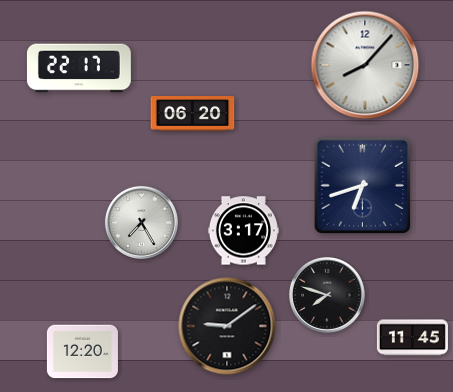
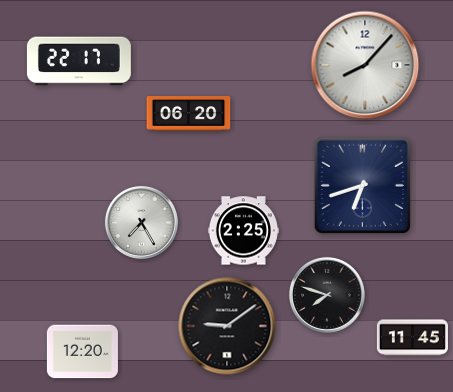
clock at (79, 68) position: (79, 68) -> (79, 61)
clock at (193, 114) position: (193, 114) -> (189, 114)
clock at (243, 231): 3:17 -> 2:25
